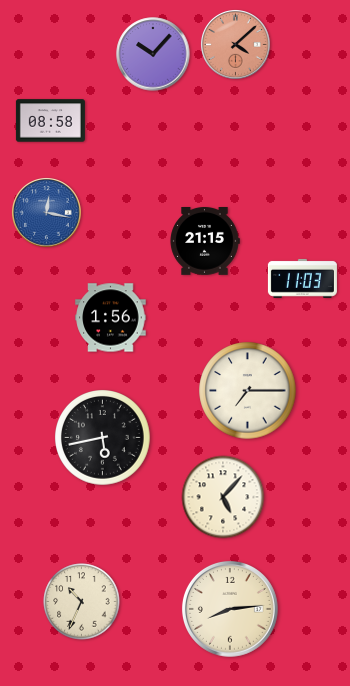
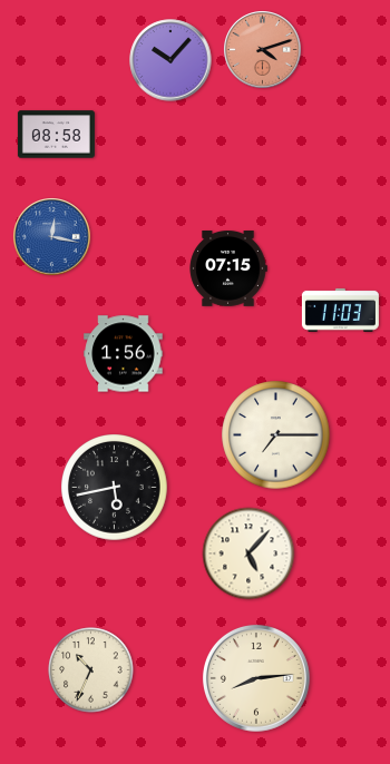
clock at (236, 45): 4:08 -> 4:12
clock at (205, 242): 21:15 -> 07:15
clock at (302, 278) position: (302, 278) -> (340, 310)
